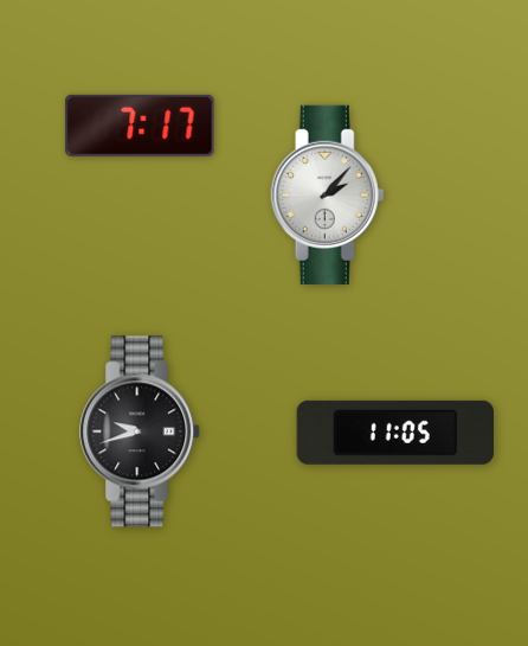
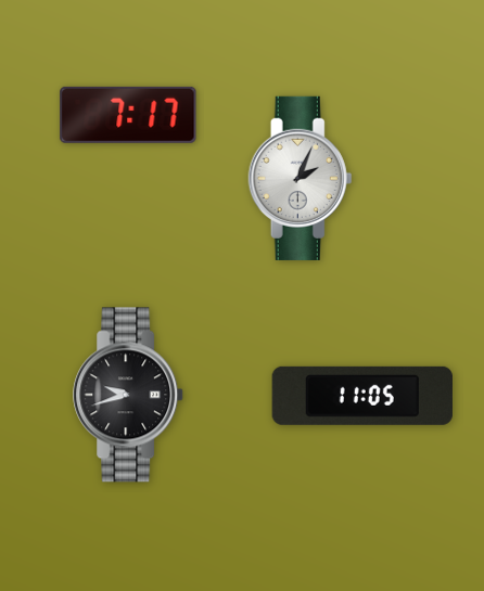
clock at (328, 194): 2:07 -> 2:04
